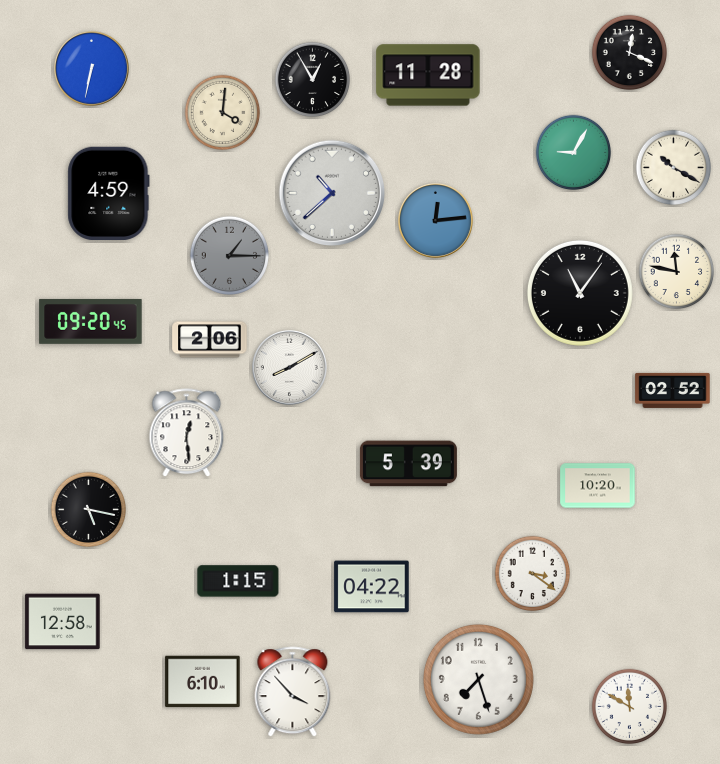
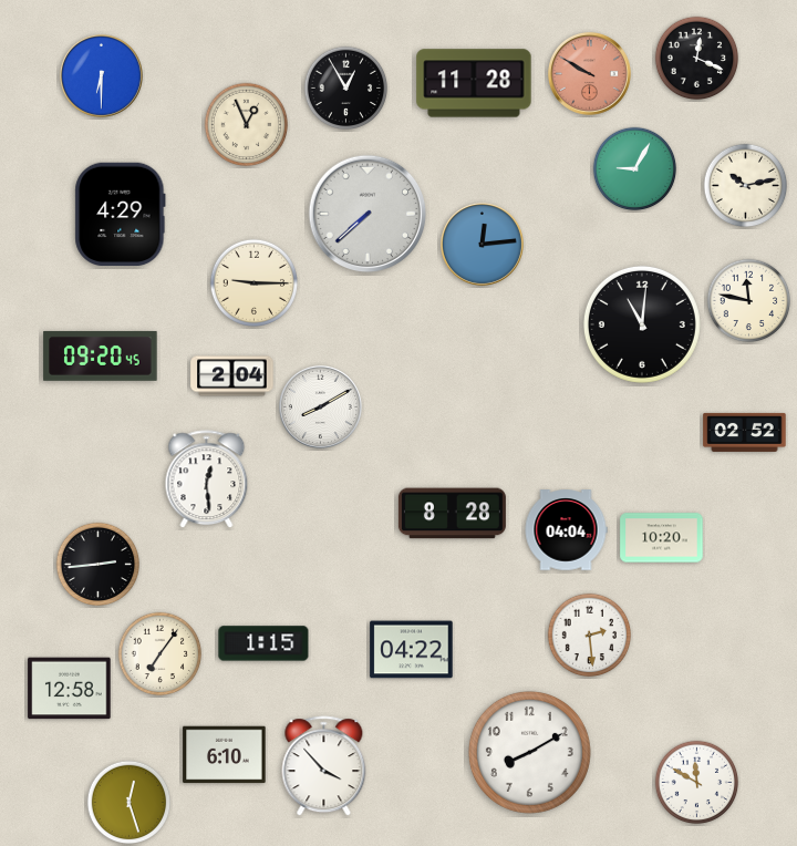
clock at (589, 73): none -> 9:50
clock at (91, 68): 6:32 -> 6:30
clock at (223, 113): 4:01 -> 12:56
clock at (674, 168): 10:20 -> 10:13
clock at (109, 193): 4:59 -> 4:29
clock at (332, 193): 10:38 -> 7:38
clock at (230, 256): 1:15 -> 9:15
clock at (230, 256) dial: grey -> cream
clock at (580, 293): 11:06 -> 11:01
clock at (210, 340): 2:06 -> 2:04
clock at (408, 464): 5:39 -> 8:28
clock at (566, 530): none -> 04:04
clock at (89, 510): 5:17 -> 2:44
clock at (533, 574): 3:21 -> 2:29
clock at (161, 654): none -> 7:06
clock at (478, 679): 7:27 -> 8:10
clock at (130, 803): none -> 12:27
